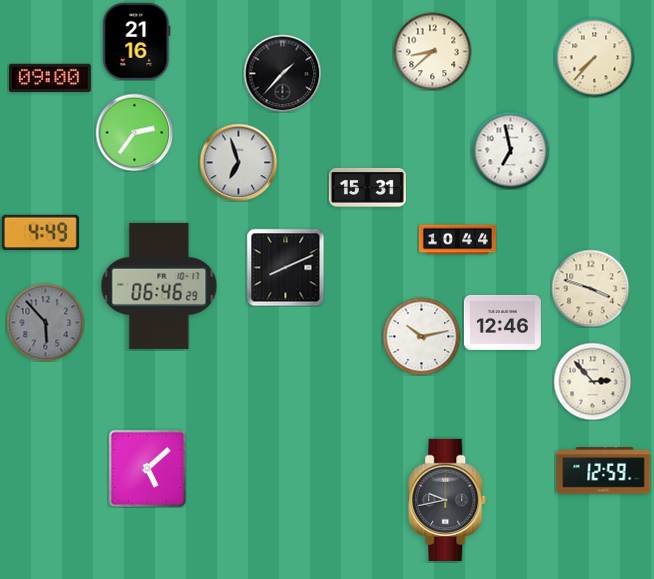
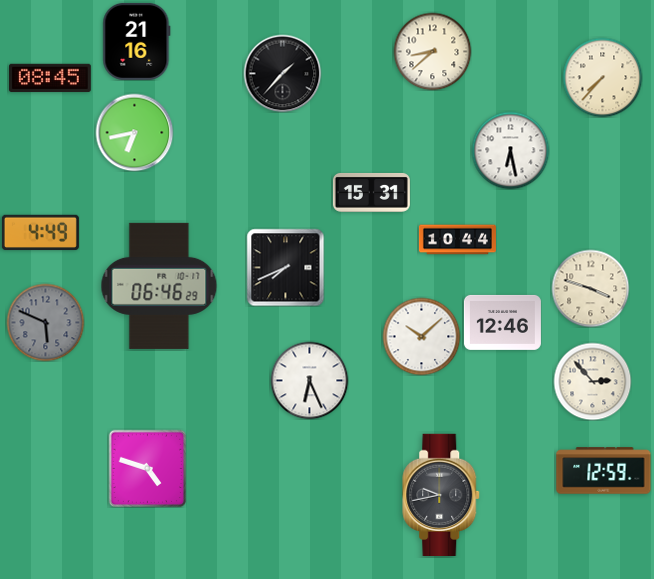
clock at (594, 57) position: (594, 57) -> (602, 77)
clock at (51, 78): 09:00 -> 08:45
clock at (134, 132): 2:36 -> 6:43
clock at (510, 150): 6:58 -> 6:28
clock at (238, 162): 6:57 -> none
clock at (367, 187) position: (367, 187) -> (371, 192)
clock at (285, 267): 8:11 -> 7:41
clock at (45, 322): 5:53 -> 5:49
clock at (421, 336): 10:13 -> 10:08
clock at (309, 380): none -> 6:26
clock at (147, 468): 5:08 -> 4:48
clock at (448, 499) position: (448, 499) -> (442, 494)
